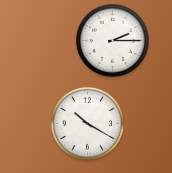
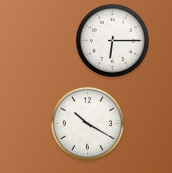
clock at (112, 40): 2:15 -> 6:15
